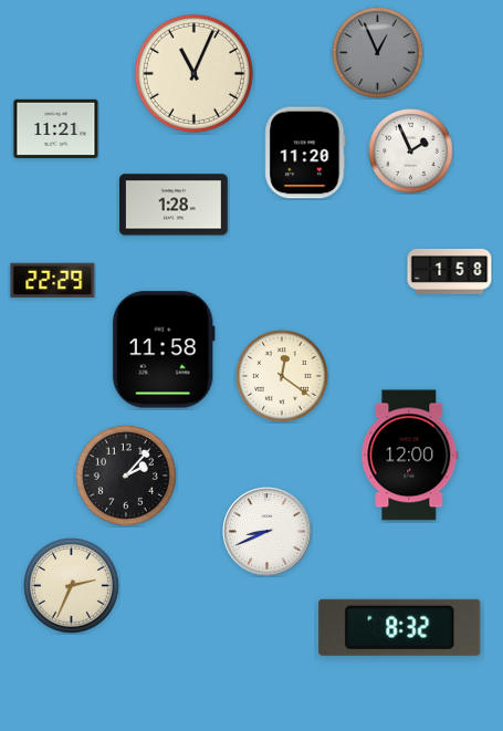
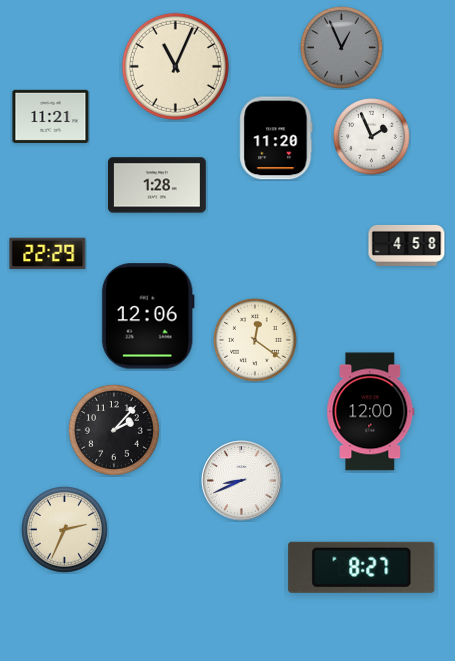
clock at (450, 271): 1:58 -> 4:58
clock at (164, 349): 11:58 -> 12:06
clock at (400, 627): 8:32 -> 8:27
